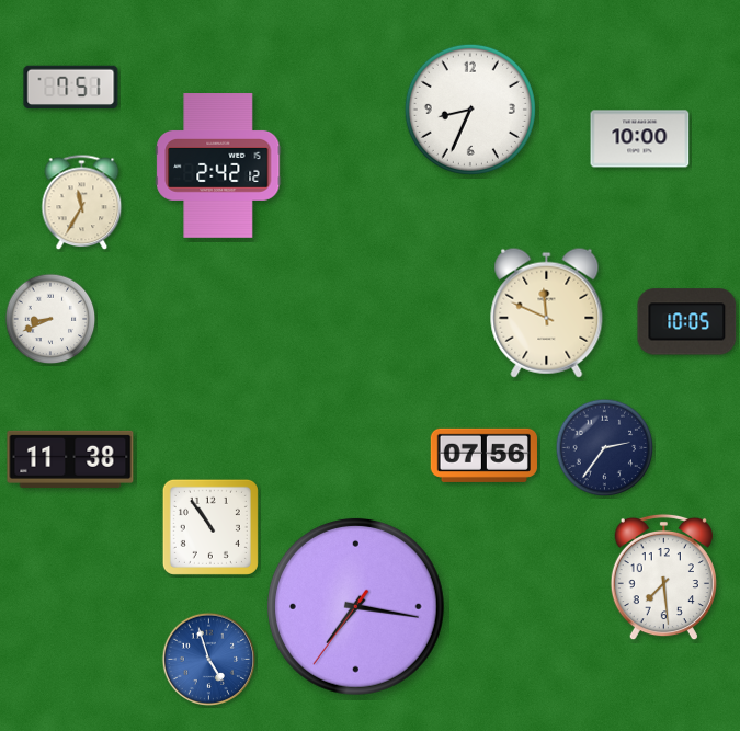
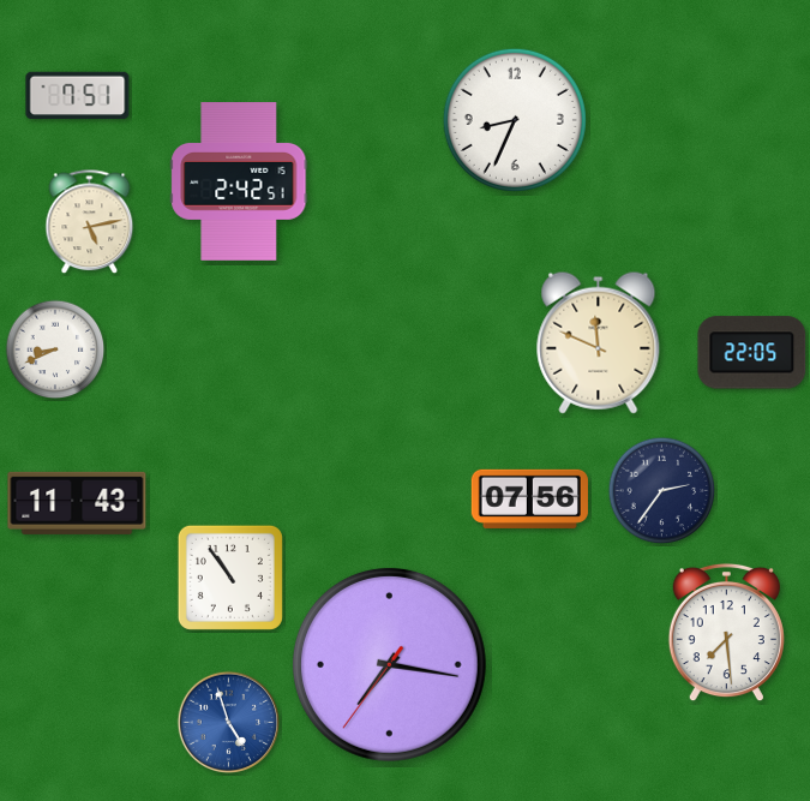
clock at (640, 139): 10:00 -> none
clock at (218, 167): 2:42:12 -> 2:42:51
clock at (82, 203): 11:35 -> 5:13
clock at (687, 322): 10:05 -> 22:05
clock at (70, 459): 11:38 -> 11:43
